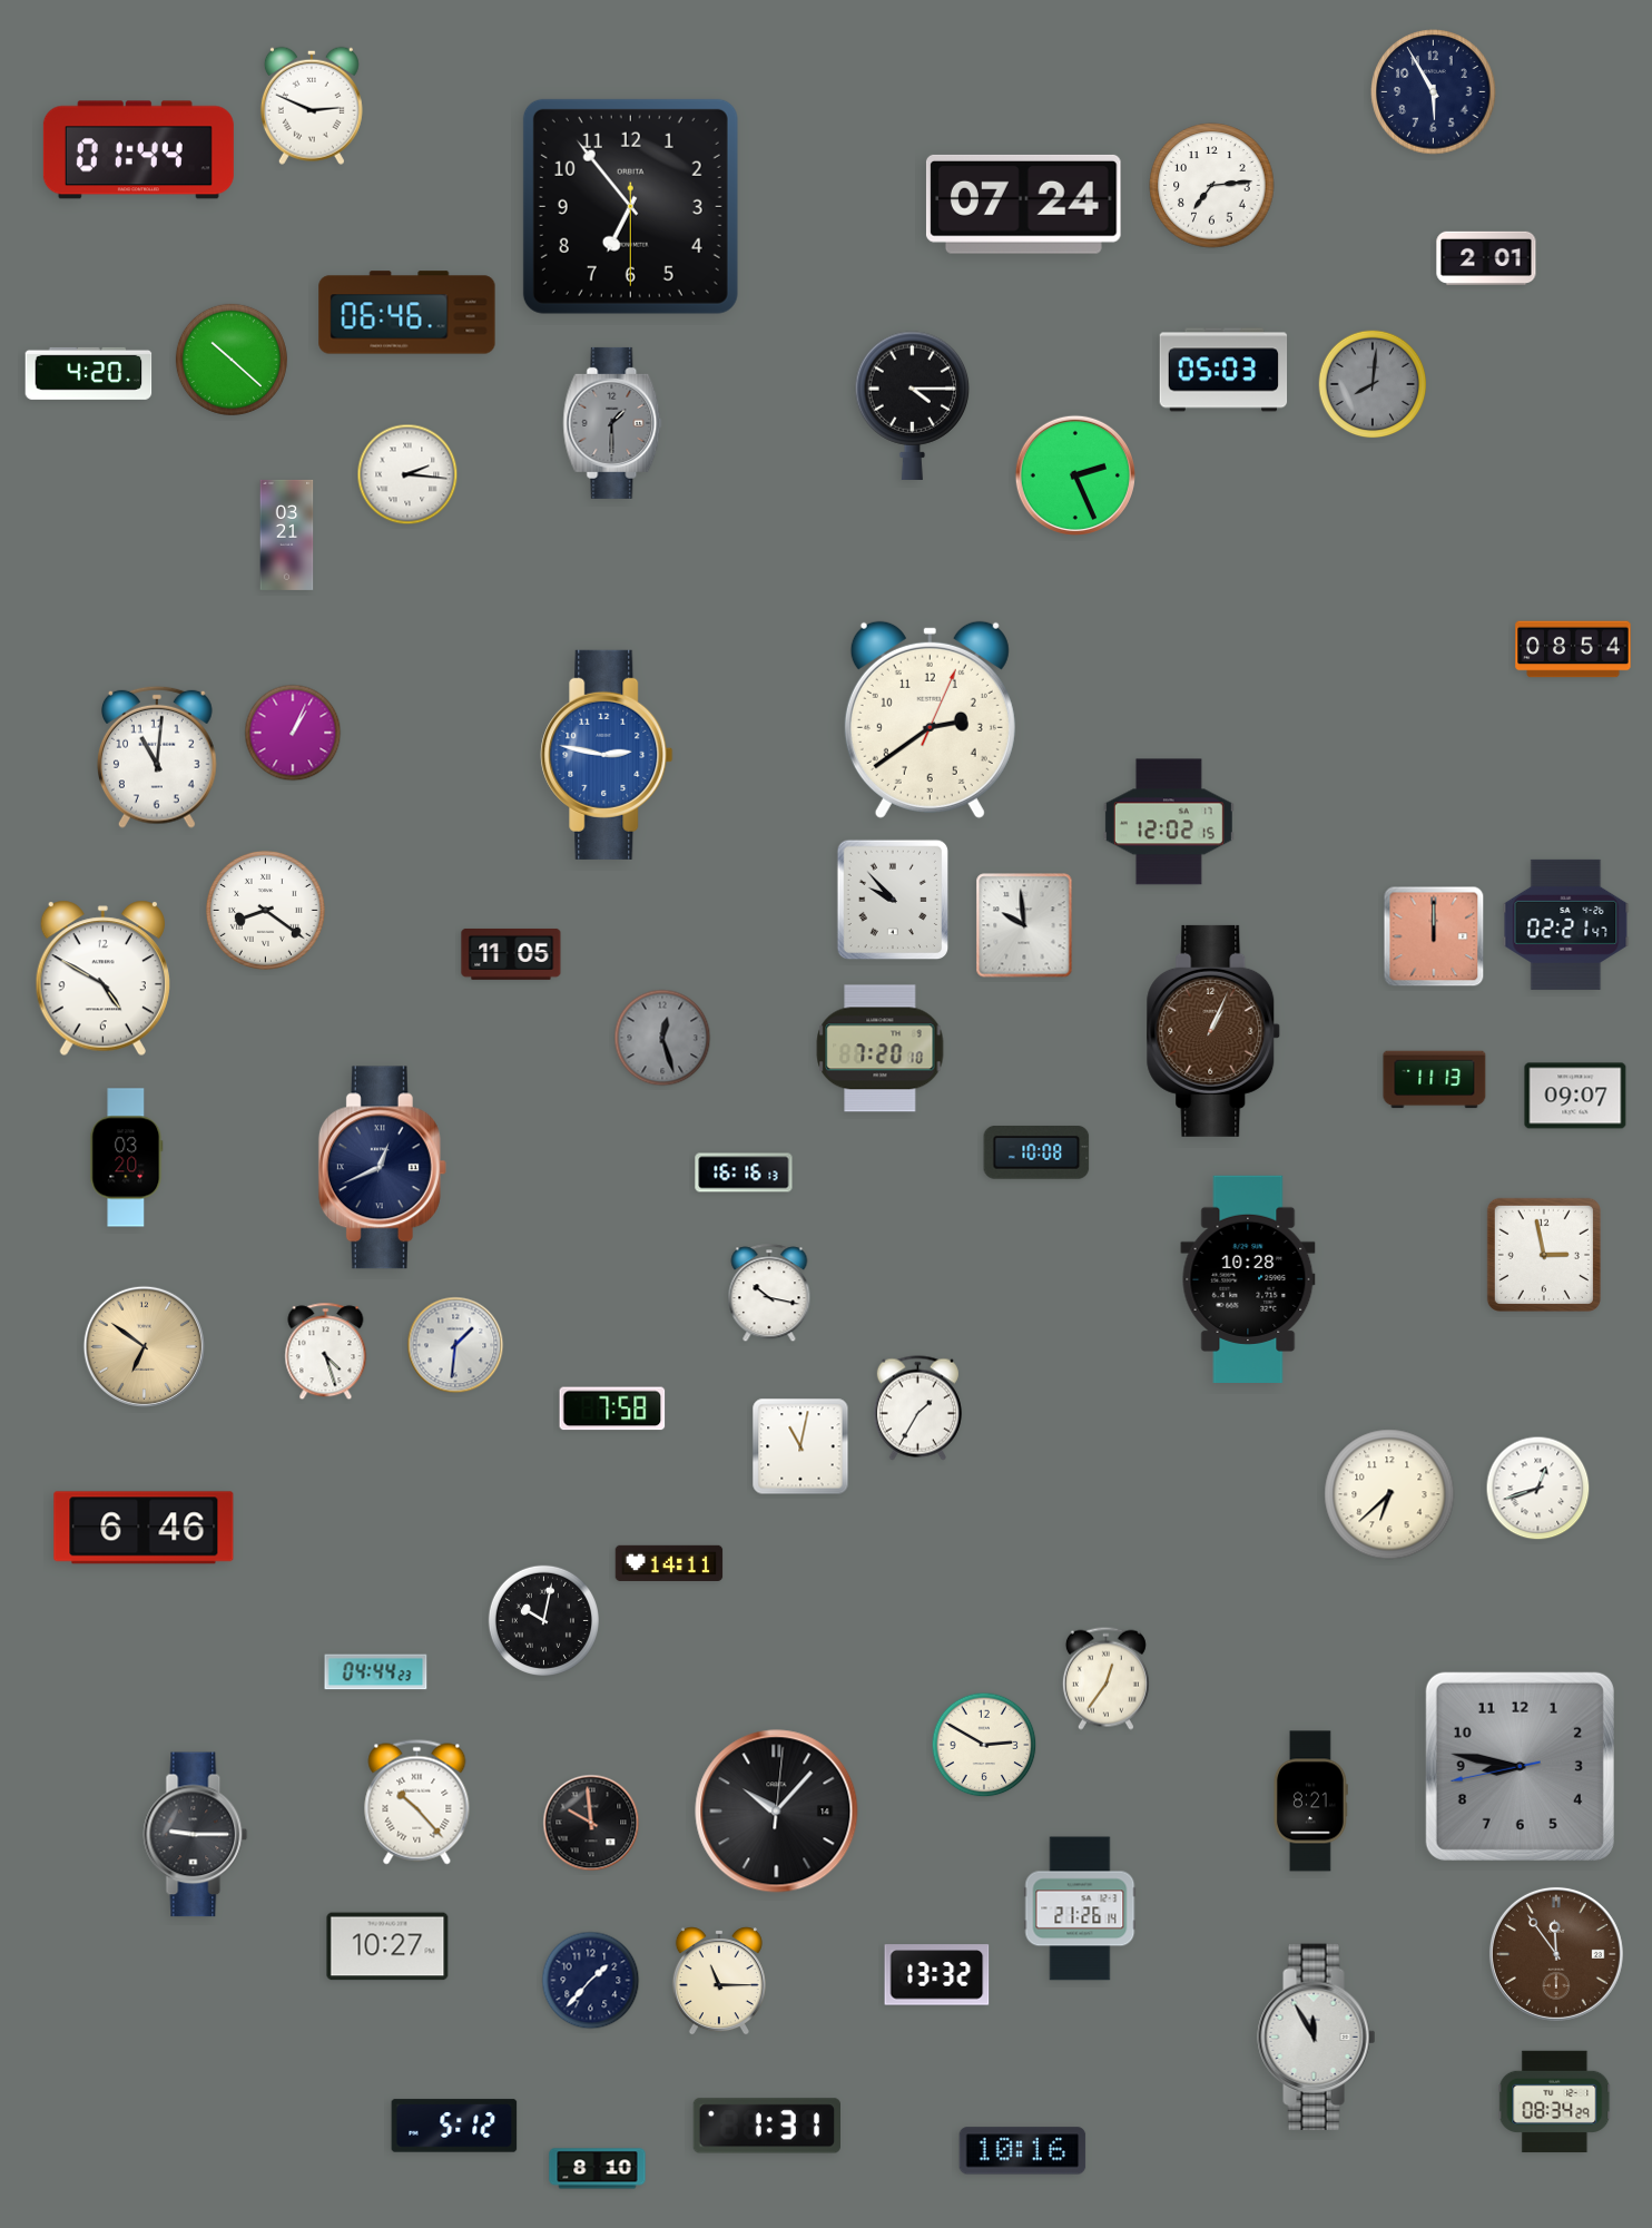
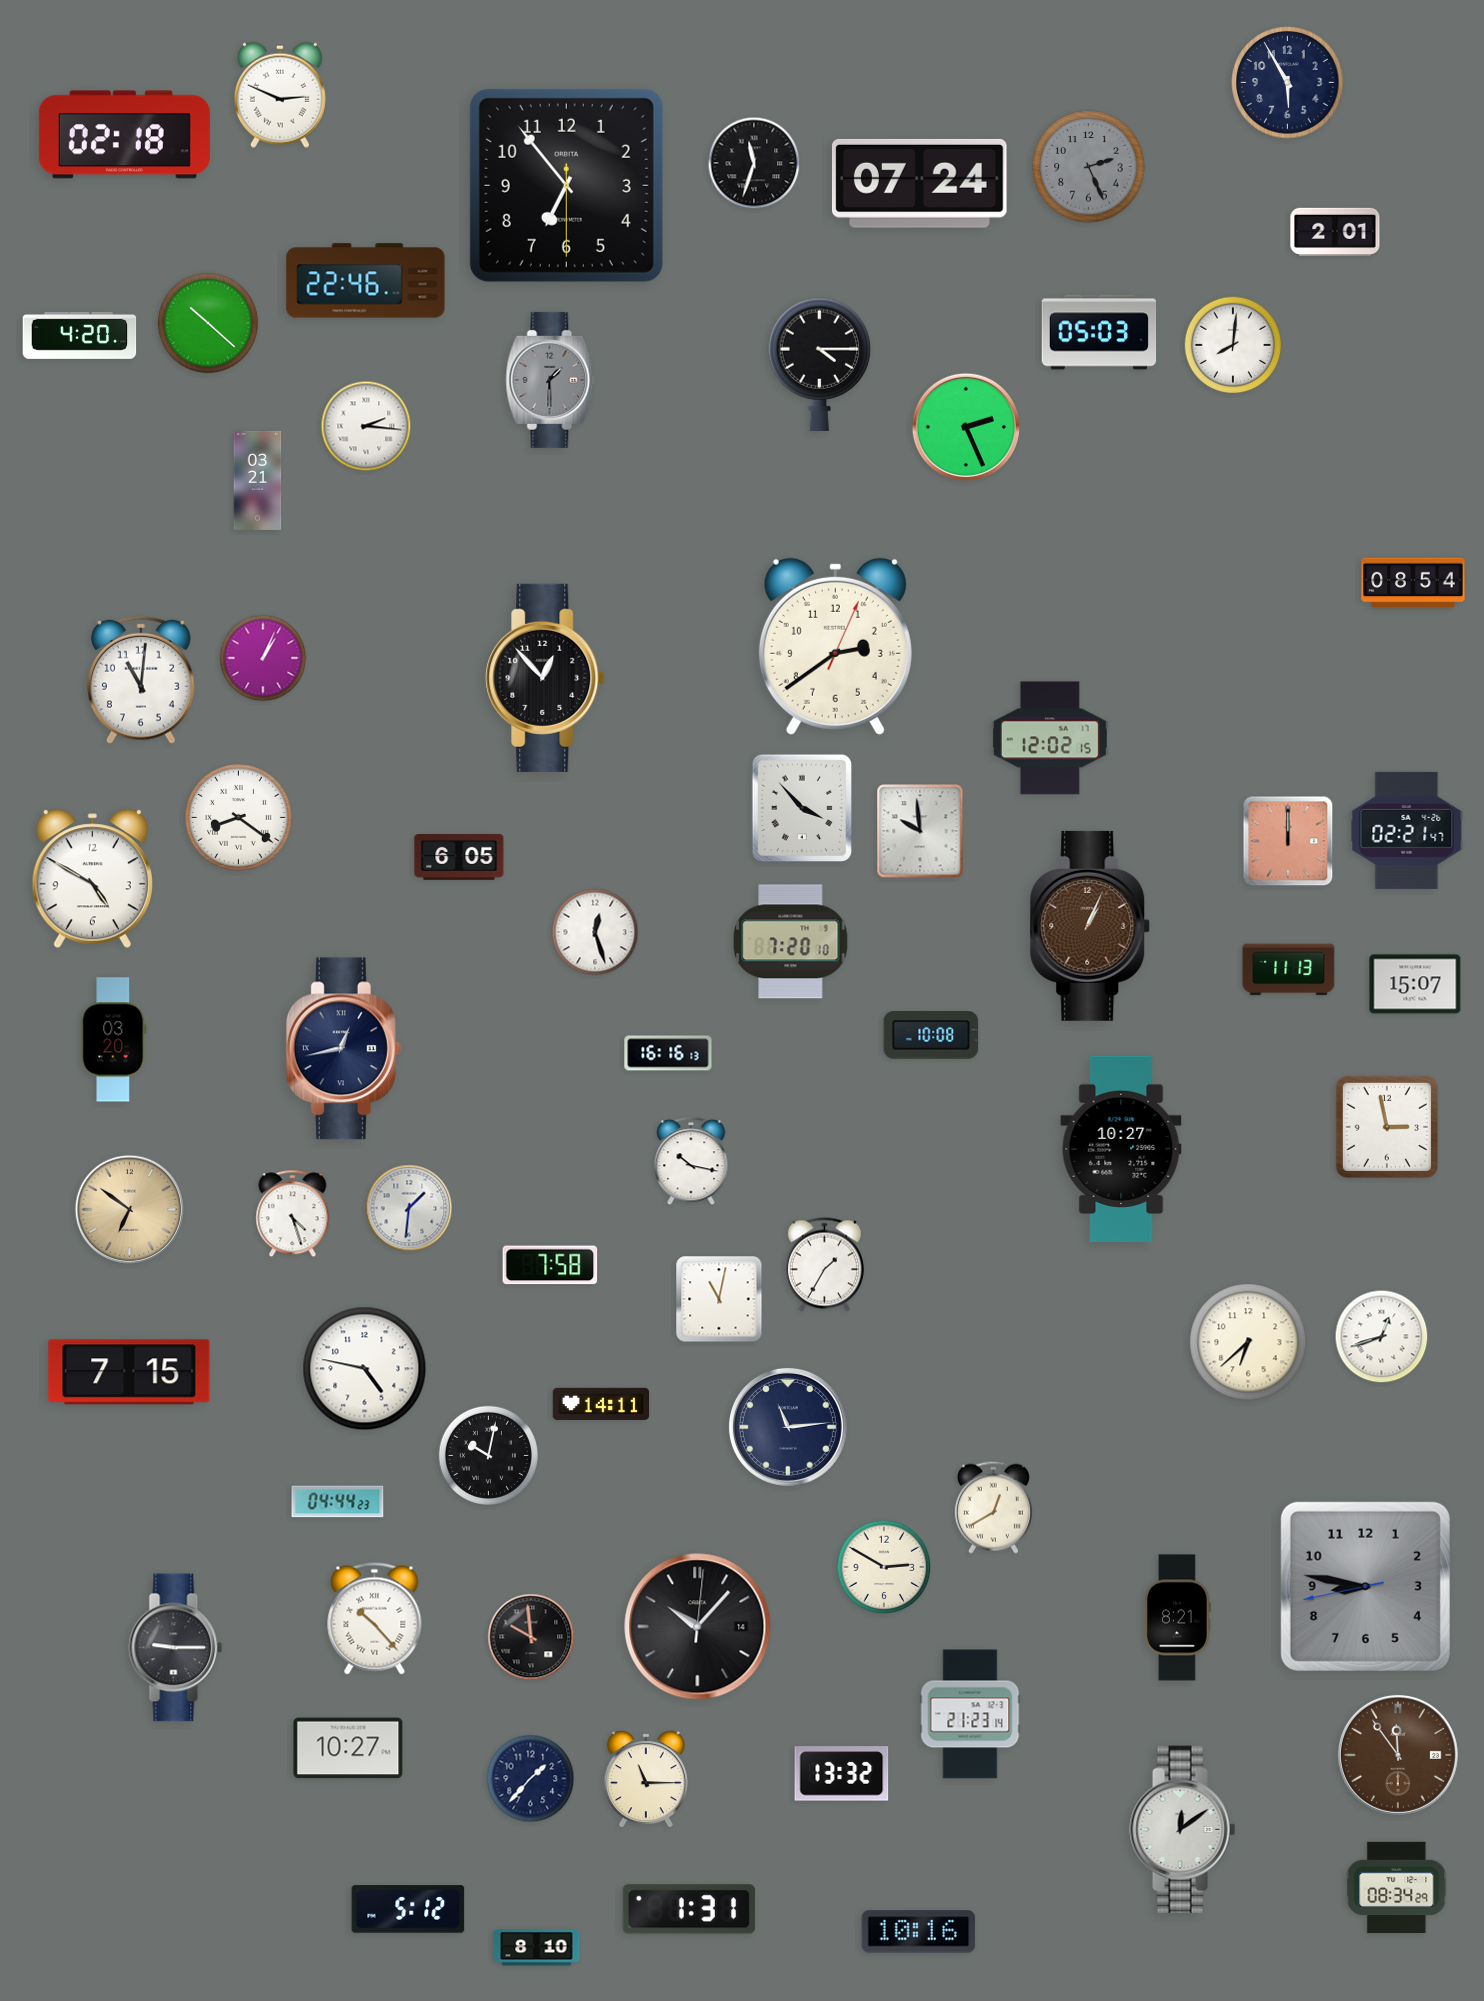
clock at (138, 150): 01:44 -> 02:18
clock at (754, 163): none -> 11:33
clock at (1212, 186): 7:14 -> 2:26
clock at (1212, 186) dial: white -> grey
clock at (407, 313): 06:46 -> 22:46
clock at (1373, 384) dial: grey -> white
clock at (607, 755): 2:47 -> 12:53
clock at (607, 755) dial: blue -> black
clock at (893, 900): 9:53 -> 3:53
clock at (511, 954): 11:05 -> 6:05
clock at (662, 1038) dial: grey -> white
clock at (1575, 1096): 09:07 -> 15:07
clock at (382, 1168): 12:41 -> 12:43
clock at (1248, 1278): 10:28 -> 10:27
clock at (365, 1369): none -> 4:47
clock at (144, 1528): 6:46 -> 7:15
clock at (788, 1427): none -> 11:14
clock at (1105, 1678): 12:36 -> 12:40
clock at (1080, 1908): 21:26 -> 21:23
clock at (1317, 2038): 11:55 -> 12:09
